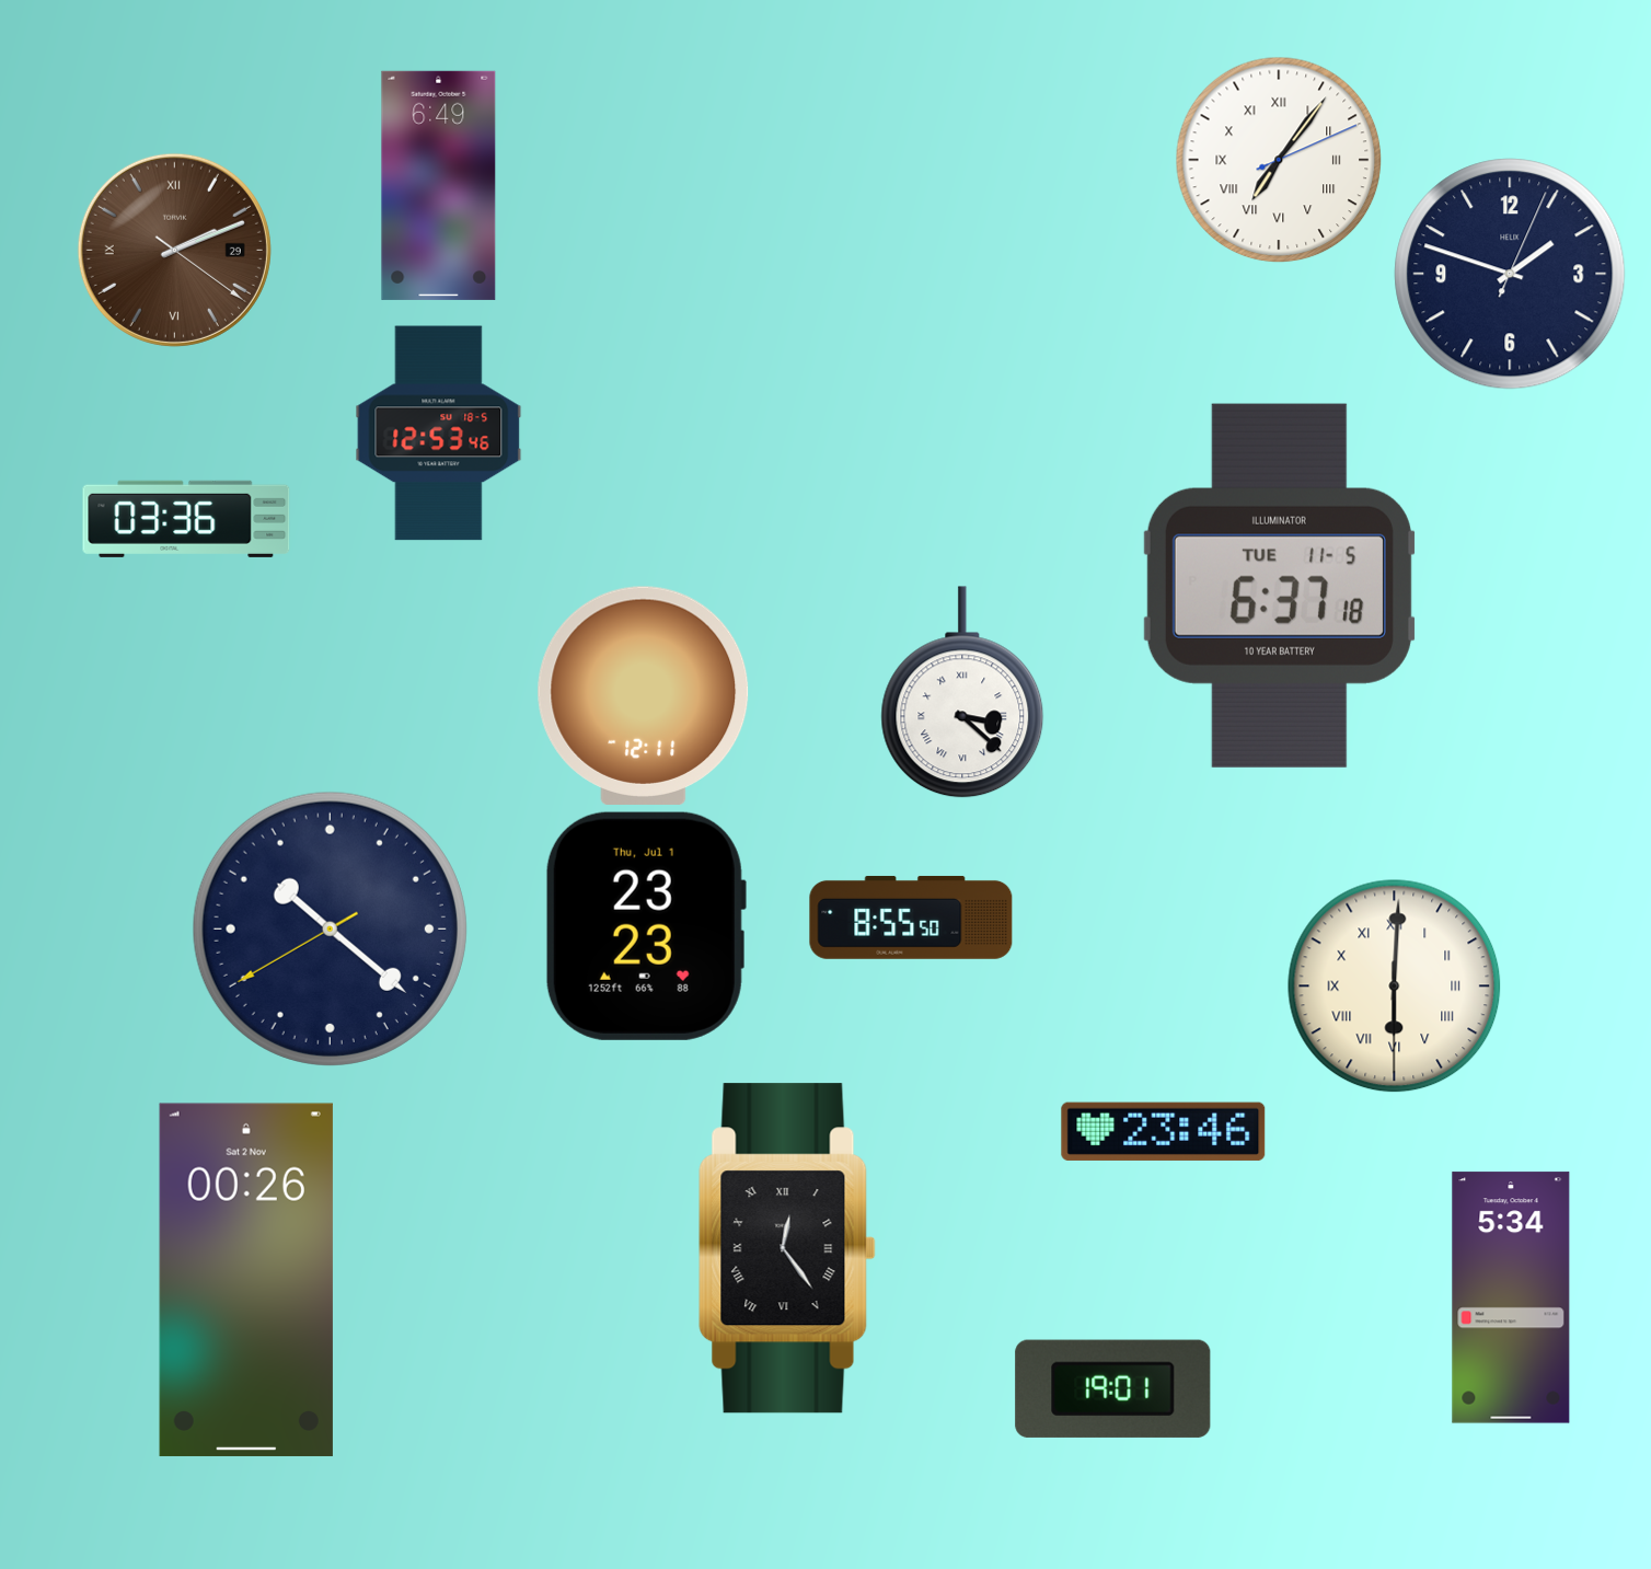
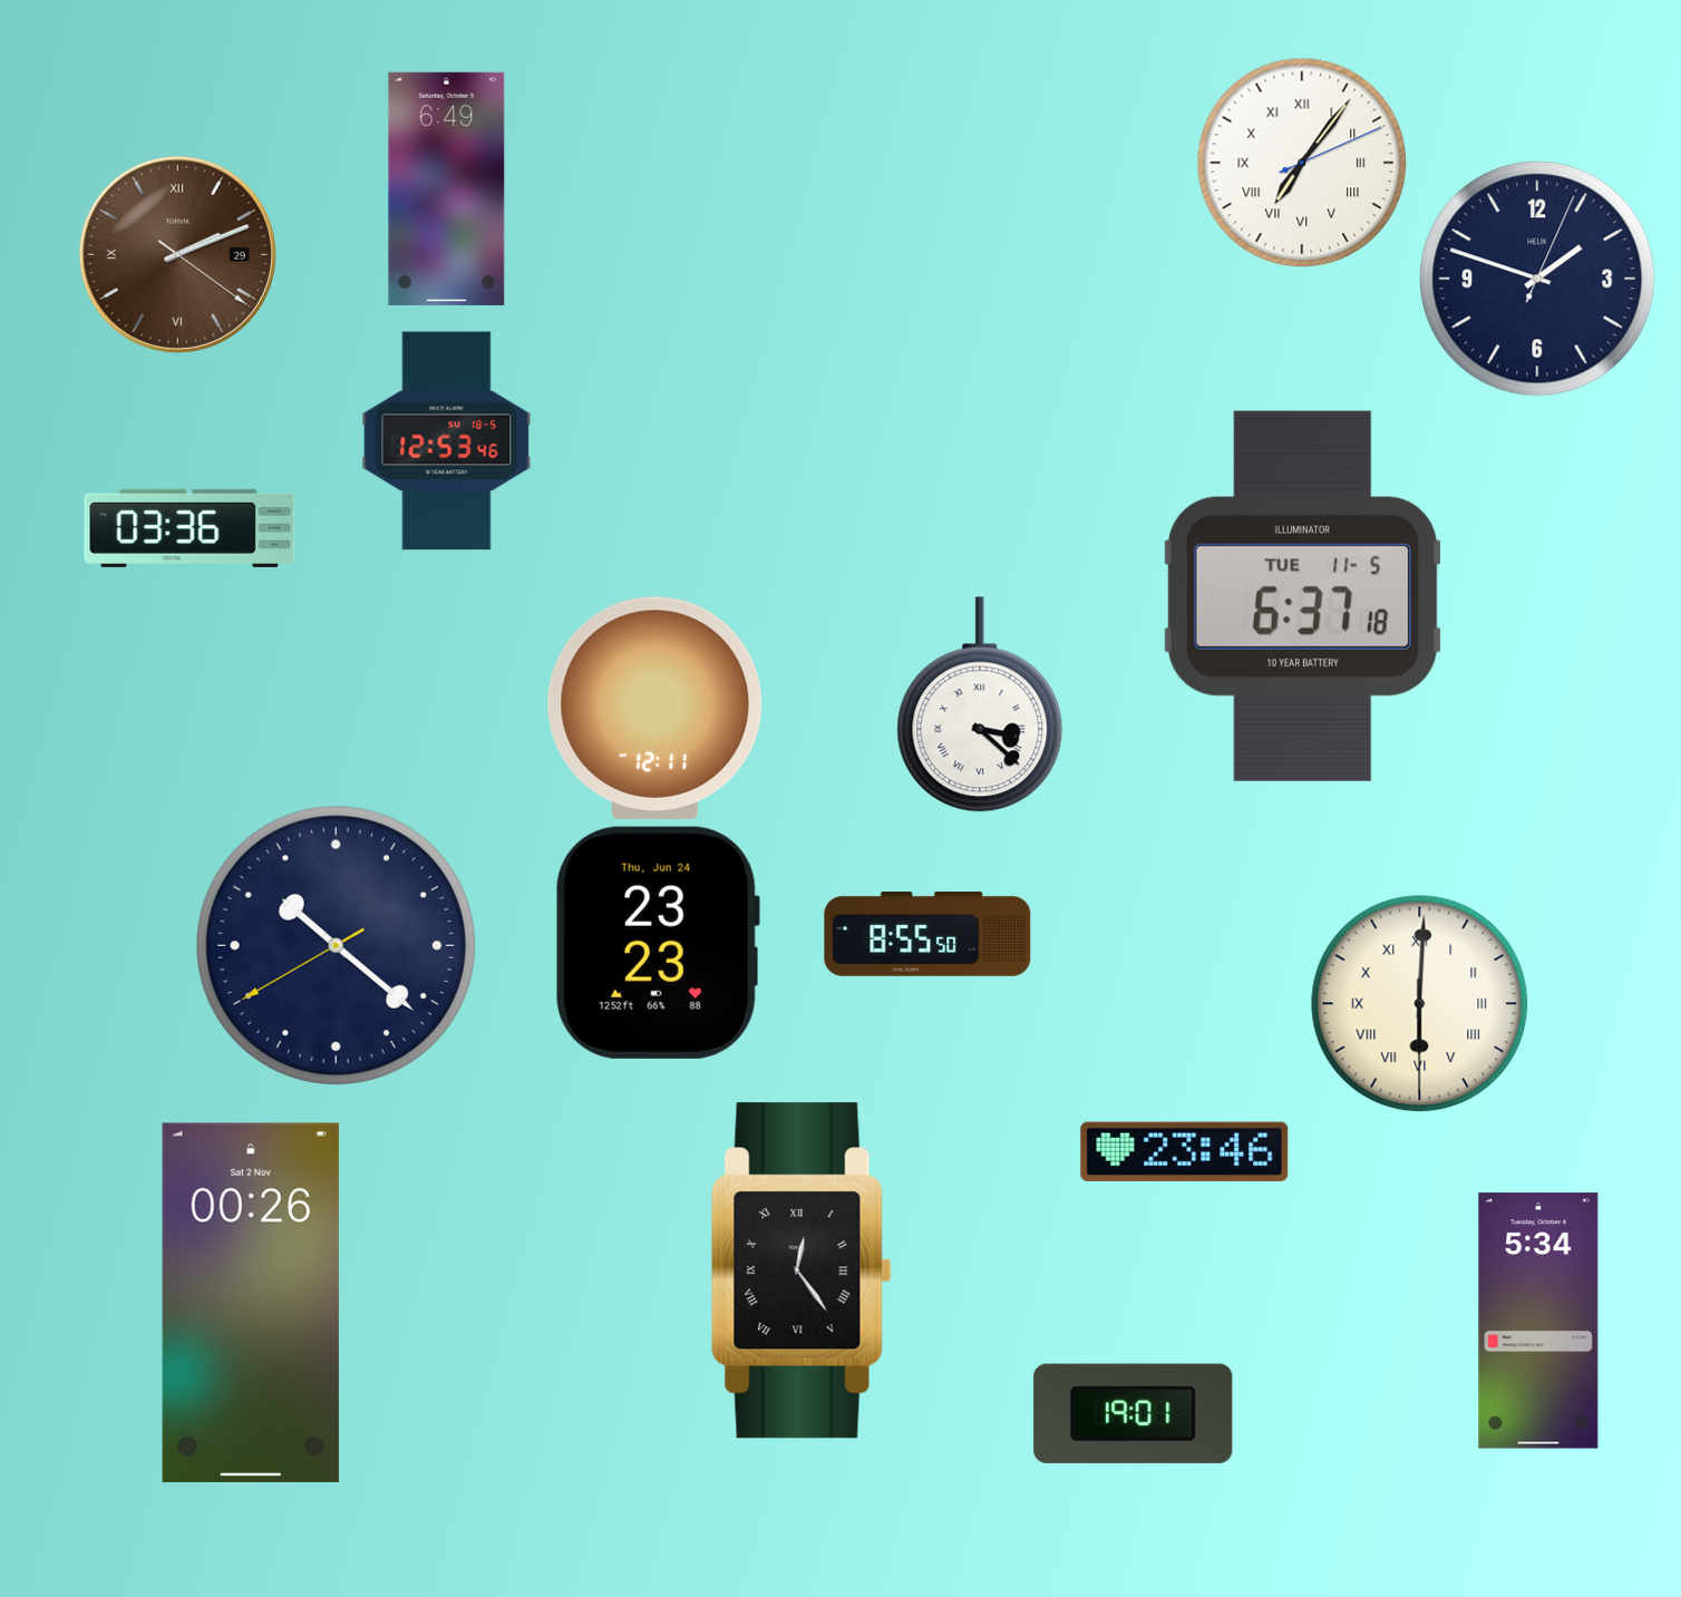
clock at (646, 926) date: Thu, Jul 1 -> Thu, Jun 24
